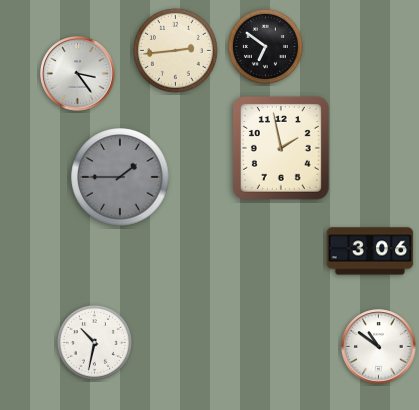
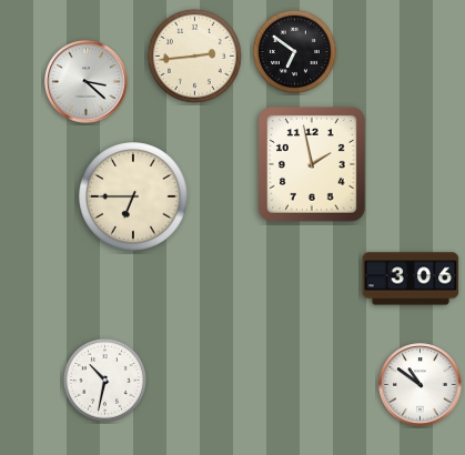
clock at (78, 74): 3:24 -> 3:22
clock at (120, 177): 1:45 -> 6:45
clock at (120, 177) dial: grey -> cream
